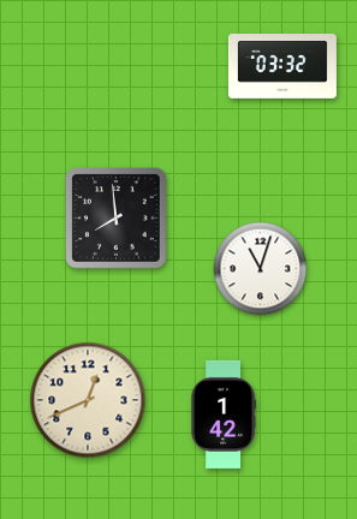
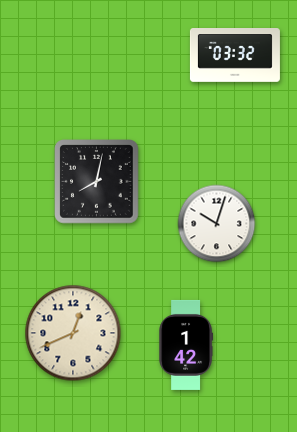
clock at (117, 219): 7:59 -> 8:02
clock at (261, 269): 11:03 -> 10:03
